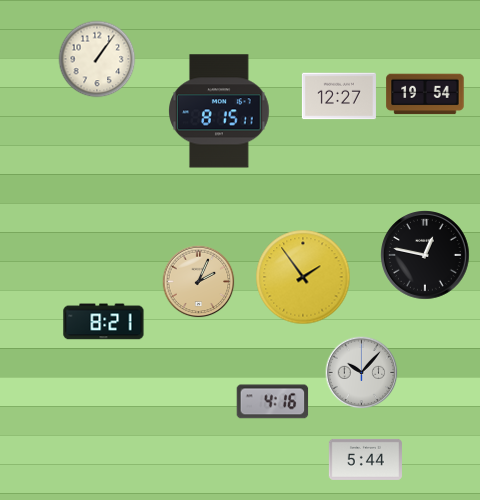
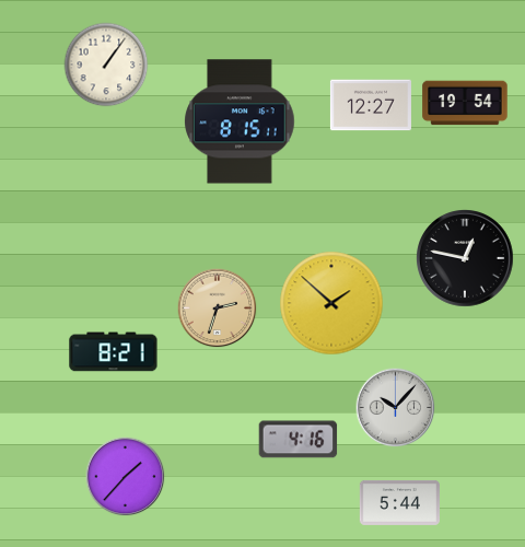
clock at (425, 255) position: (425, 255) -> (465, 258)
clock at (303, 277): 1:54 -> 1:52
clock at (199, 282): 2:04 -> 2:33
clock at (126, 477): none -> 1:37
